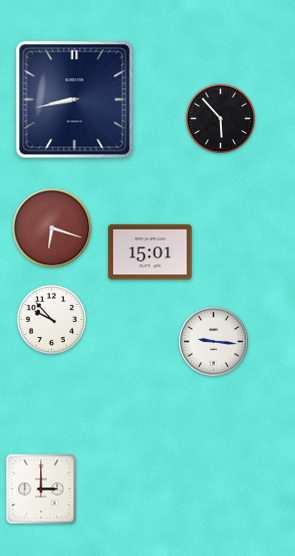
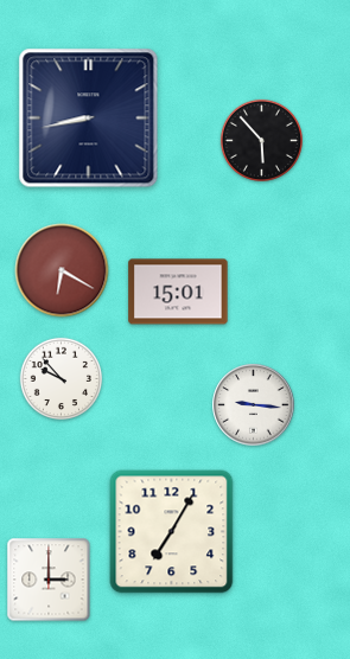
clock at (52, 228): 6:18 -> 6:20
clock at (150, 252) position: (150, 252) -> (178, 292)
clock at (172, 532): none -> 7:05
